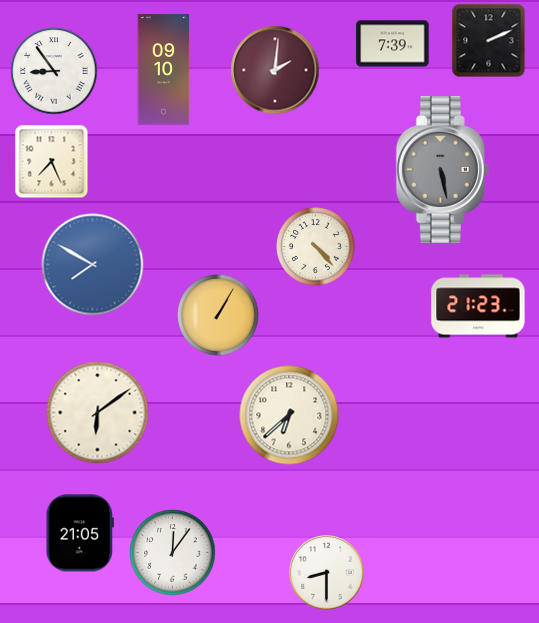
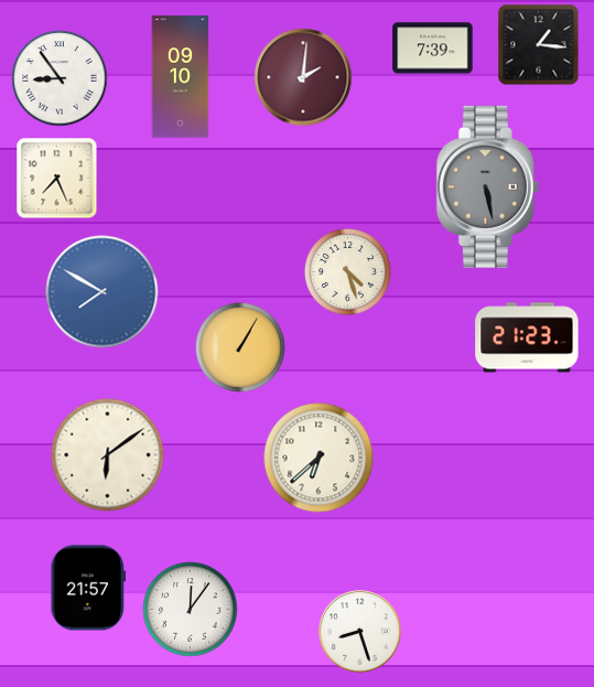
clock at (489, 41): 2:11 -> 1:16
clock at (316, 247): 4:23 -> 4:27
clock at (80, 533): 21:05 -> 21:57
clock at (327, 573): 8:30 -> 8:27
